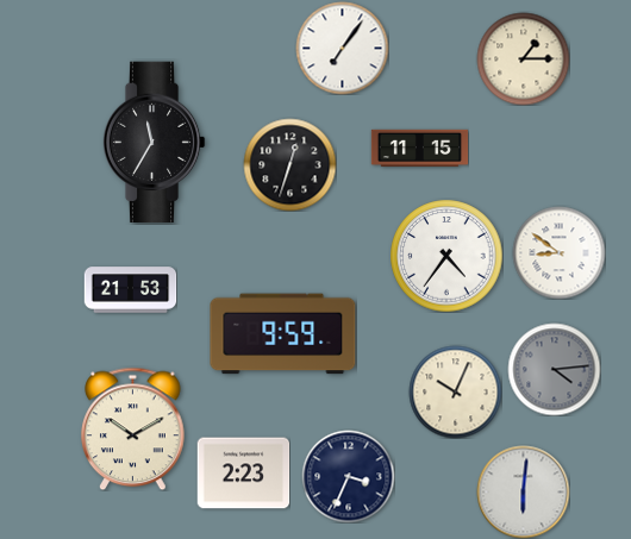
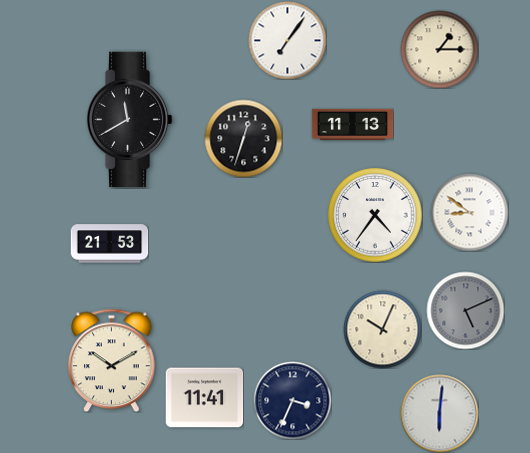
clock at (154, 143): 11:35 -> 11:40
clock at (419, 149): 11:15 -> 11:13
clock at (283, 334): 9:59 -> none
clock at (554, 369): 4:14 -> 5:11
clock at (243, 474): 2:23 -> 11:41
